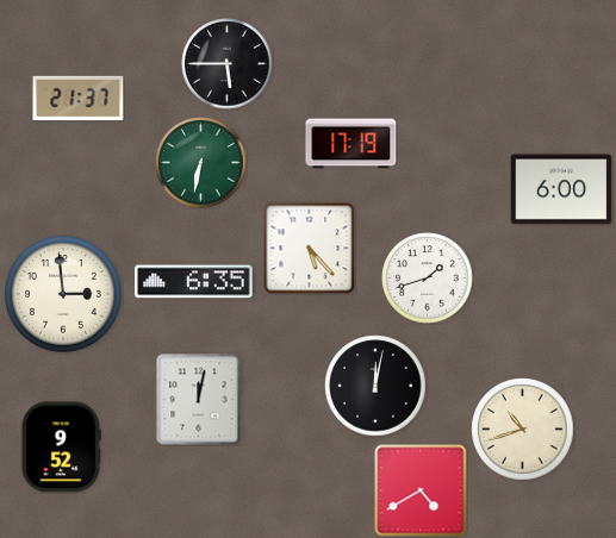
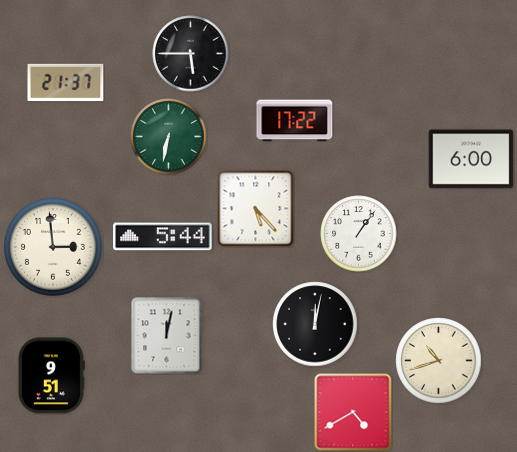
clock at (351, 144): 17:19 -> 17:22
clock at (309, 248) position: (309, 248) -> (255, 208)
clock at (428, 279): 1:42 -> 1:06
clock at (194, 282): 6:35 -> 5:44
clock at (61, 448): 9:52 -> 9:51
